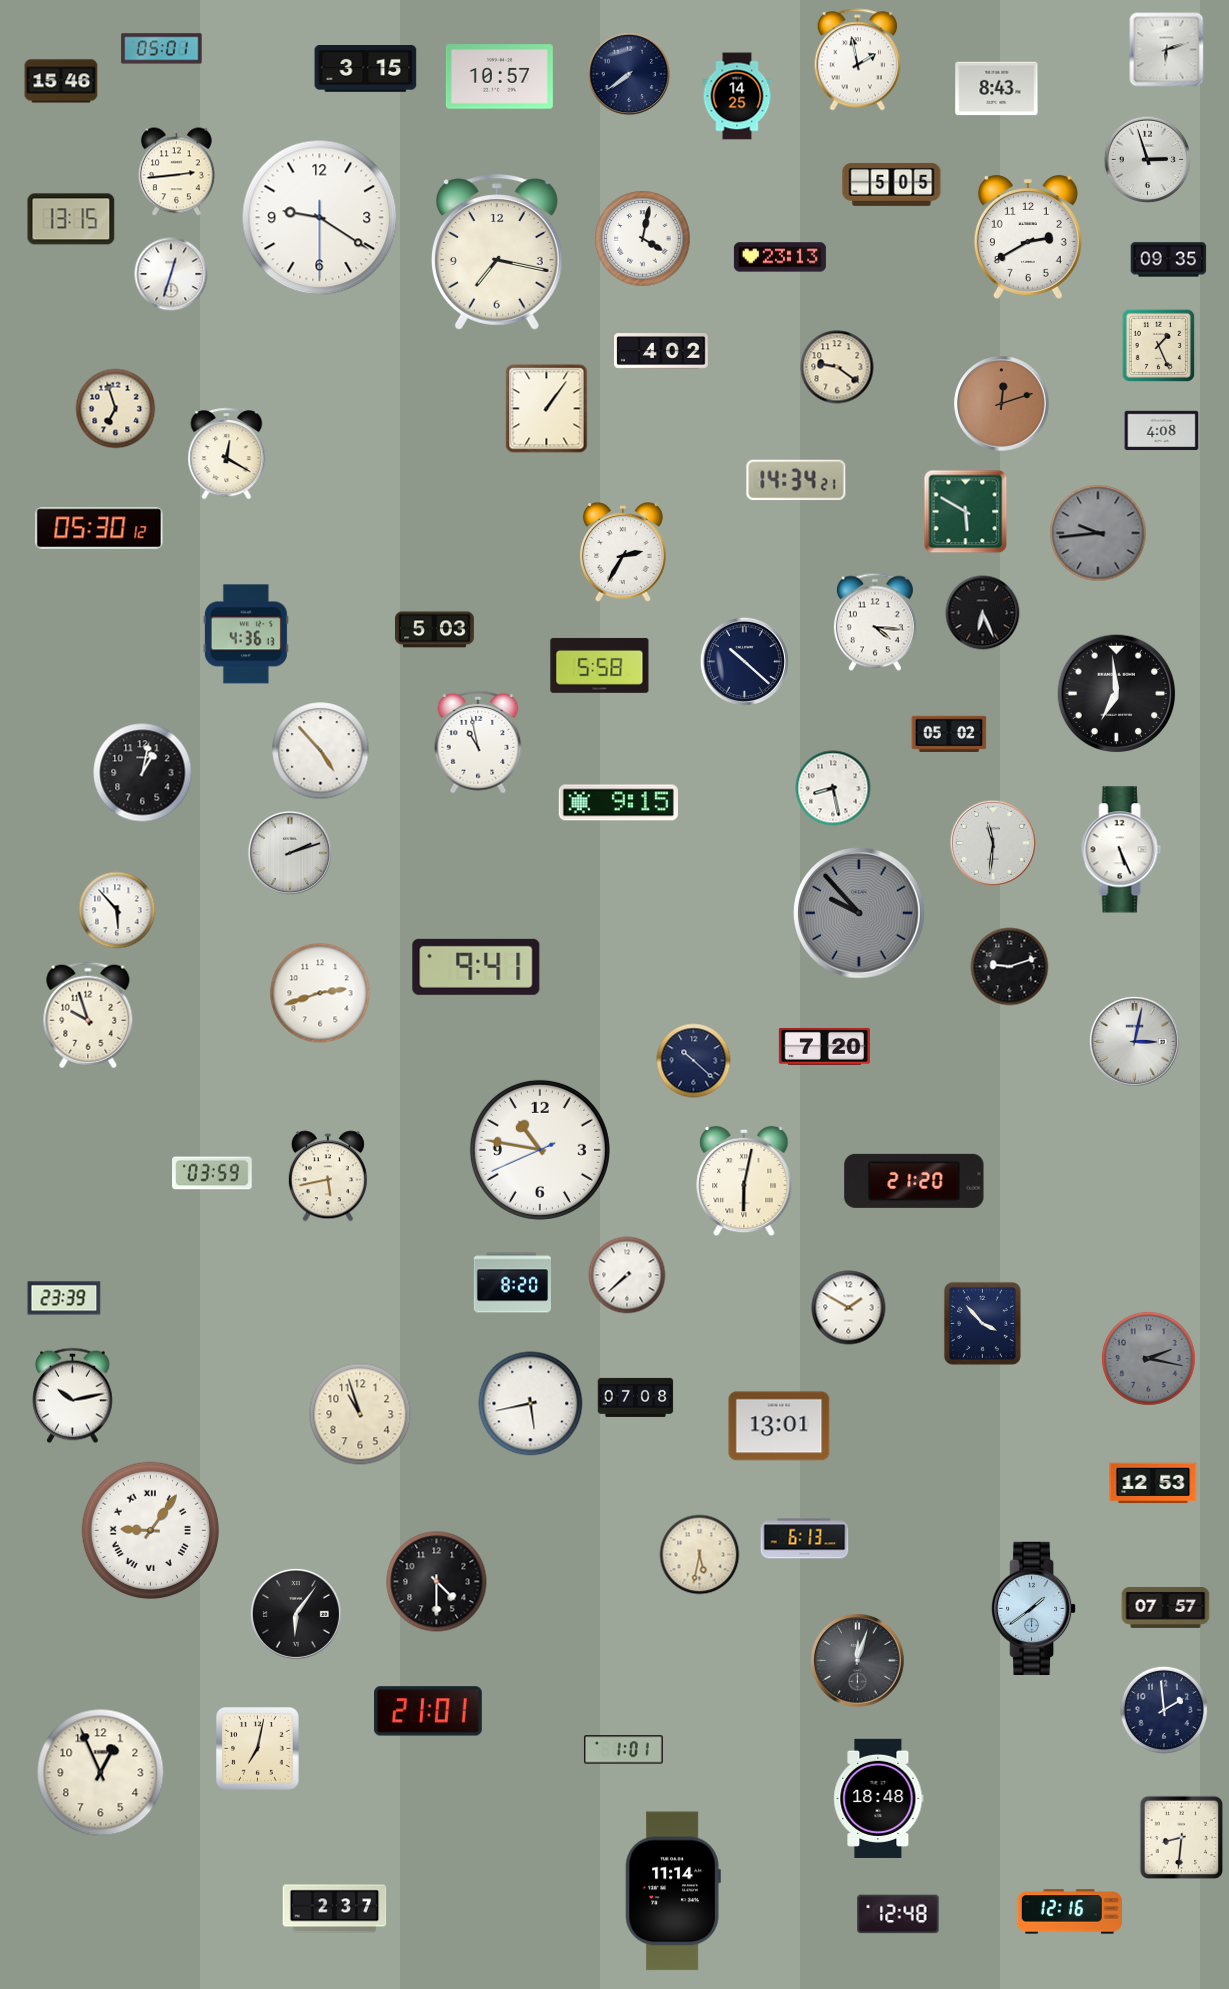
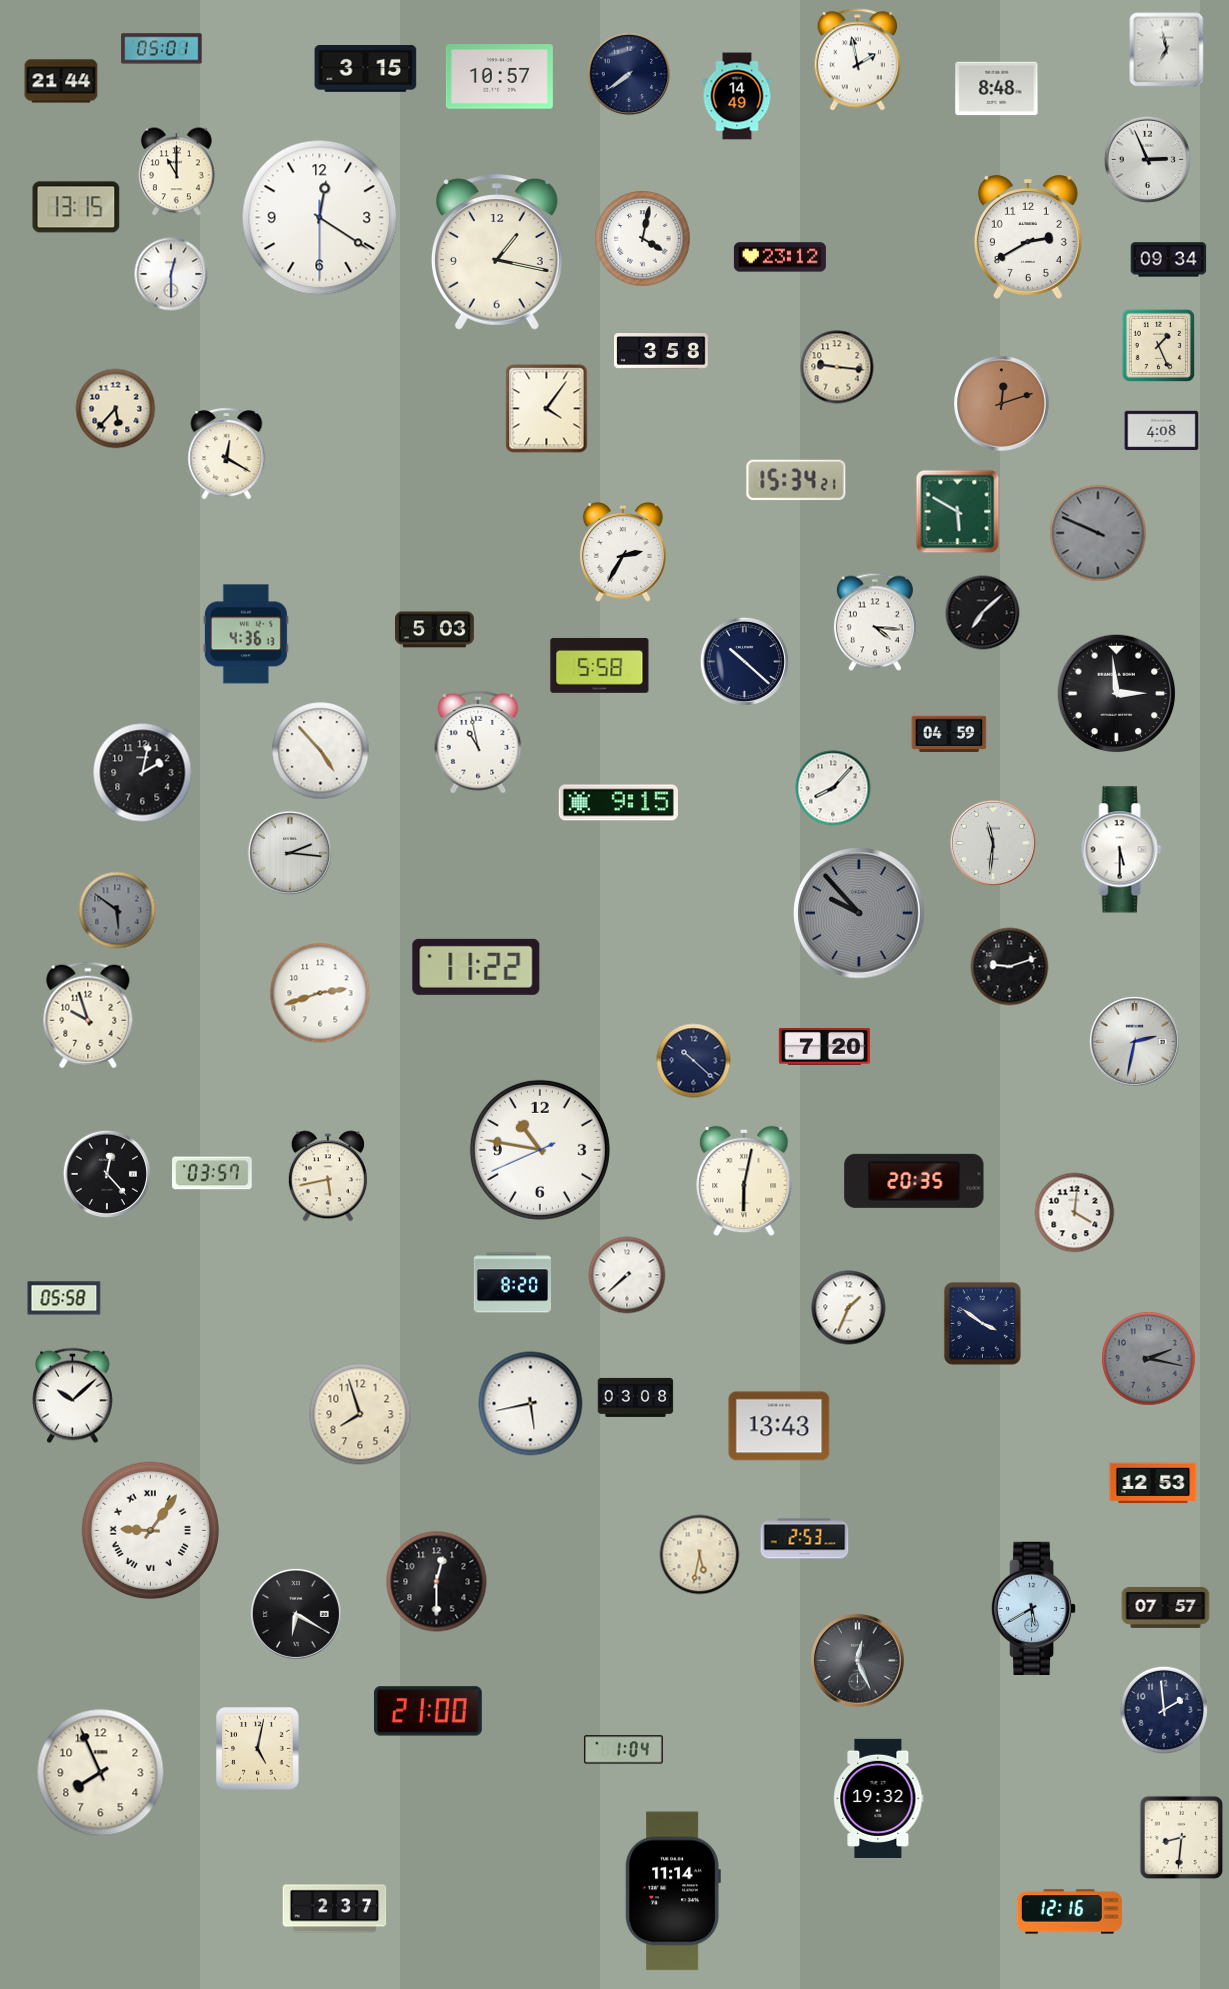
clock at (1167, 50): 6:12 -> 6:58
clock at (61, 81): 15:46 -> 21:44
clock at (997, 89): 8:43 -> 8:48
clock at (737, 96): 14:25 -> 14:49
clock at (1147, 159): 2:57 -> 2:56
clock at (176, 172): 2:44 -> 11:00
clock at (892, 184): 5:05 -> none
clock at (320, 218): 9:20 -> 12:20
clock at (71, 219) position: (71, 219) -> (76, 207)
clock at (497, 252): 7:17 -> 1:17
clock at (780, 257): 23:13 -> 23:12
clock at (1169, 260): 09:35 -> 09:34
clock at (171, 274): 12:33 -> 12:30
clock at (661, 352): 4:02 -> 3:58
clock at (837, 367): 9:21 -> 9:16
clock at (116, 409): 6:57 -> 5:37
clock at (547, 409): 1:06 -> 4:06
clock at (796, 480): 14:34 -> 15:34
clock at (966, 512) position: (966, 512) -> (958, 512)
clock at (99, 528): 05:30 -> none
clock at (1098, 533): 9:44 -> 9:49
clock at (983, 613): 6:26 -> 7:08
clock at (1117, 694): 6:59 -> 2:59
clock at (949, 734): 05:02 -> 04:59
clock at (143, 773): 1:02 -> 2:02
clock at (833, 788): 8:28 -> 8:07
clock at (1122, 850): 5:26 -> 5:30
clock at (290, 853): 2:12 -> 2:16
clock at (117, 910): 5:53 -> 5:51
clock at (117, 910) dial: white -> grey
clock at (476, 967): 9:41 -> 11:22
clock at (1134, 1041): 3:02 -> 2:32
clock at (212, 1173): 03:59 -> 03:57
clock at (107, 1174): none -> 12:23
clock at (914, 1181): 21:20 -> 20:35
clock at (1075, 1213): none -> 4:01
clock at (64, 1298): 23:39 -> 05:58
clock at (849, 1308): 1:50 -> 1:34
clock at (982, 1323): 3:53 -> 3:51
clock at (73, 1396): 10:13 -> 10:08
clock at (636, 1397): 07:08 -> 03:08
clock at (360, 1414): 10:57 -> 7:57
clock at (779, 1426): 13:01 -> 13:43
clock at (805, 1539): 6:13 -> 2:53
clock at (437, 1582): 4:30 -> 12:30
clock at (1035, 1608): 1:39 -> 5:40
clock at (296, 1614): 6:06 -> 6:20
clock at (858, 1661): 12:03 -> 12:26
clock at (429, 1711): 21:01 -> 21:00
clock at (258, 1749): 7:02 -> 5:02
clock at (623, 1750): 1:01 -> 1:04
clock at (101, 1773): 12:56 -> 7:56
clock at (879, 1798): 18:48 -> 19:32
clock at (898, 1914): 12:48 -> none
